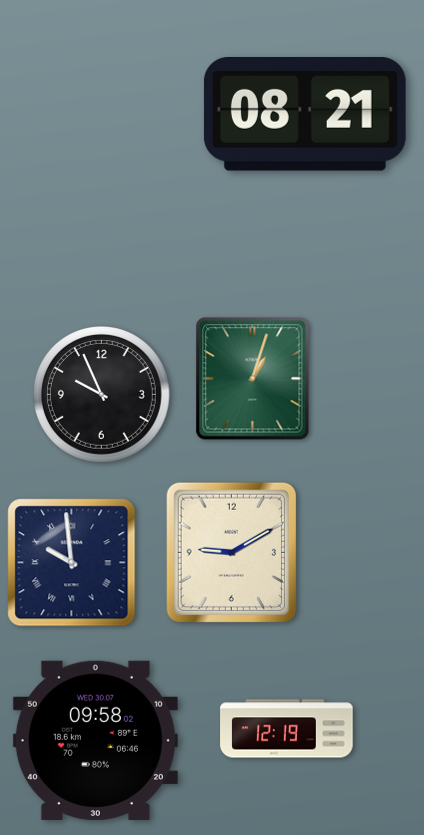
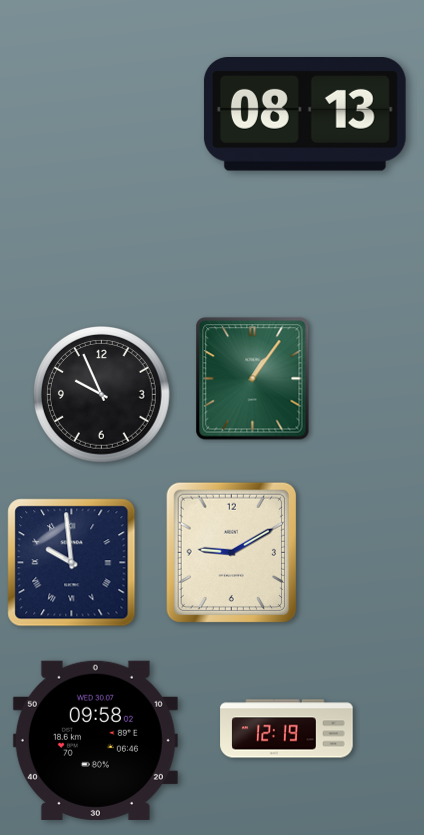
clock at (305, 115): 08:21 -> 08:13
clock at (253, 379): 1:03 -> 1:06
